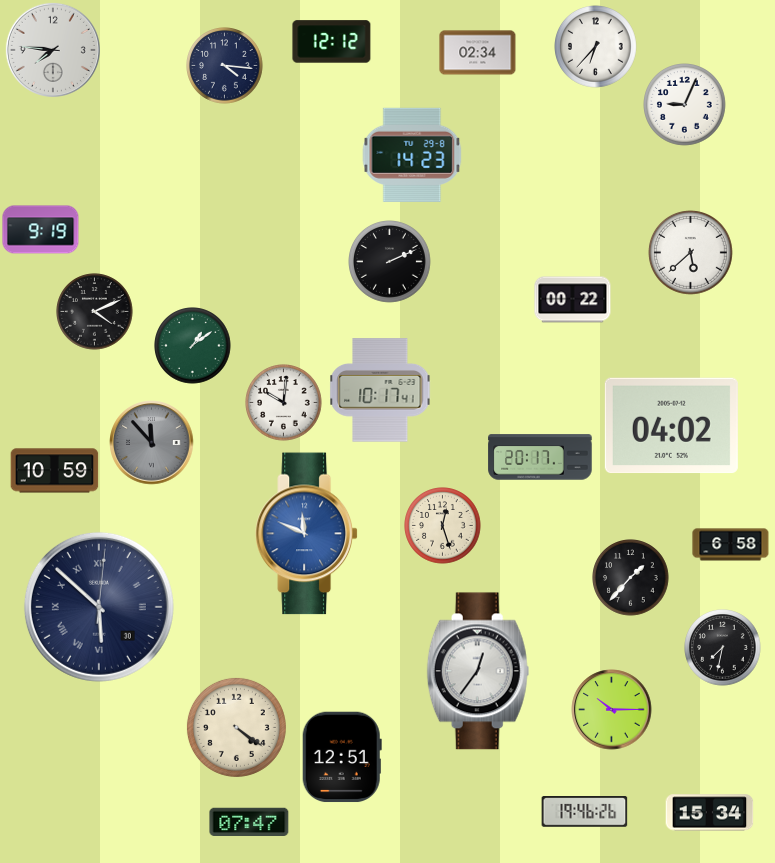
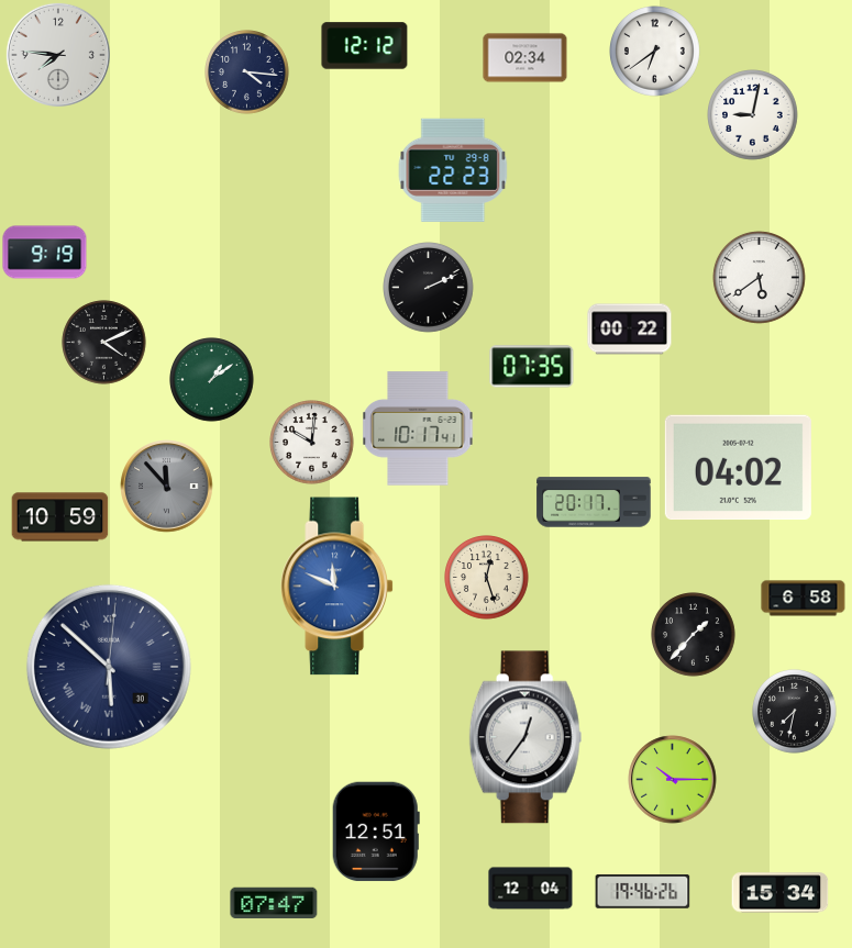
clock at (596, 47): 6:37 -> 6:39
clock at (685, 105): 9:04 -> 9:02
clock at (412, 155): 14:23 -> 22:23
clock at (691, 253): 5:38 -> 5:39
clock at (532, 367): none -> 07:35
clock at (236, 727): 4:21 -> none
clock at (531, 889): none -> 12:04
